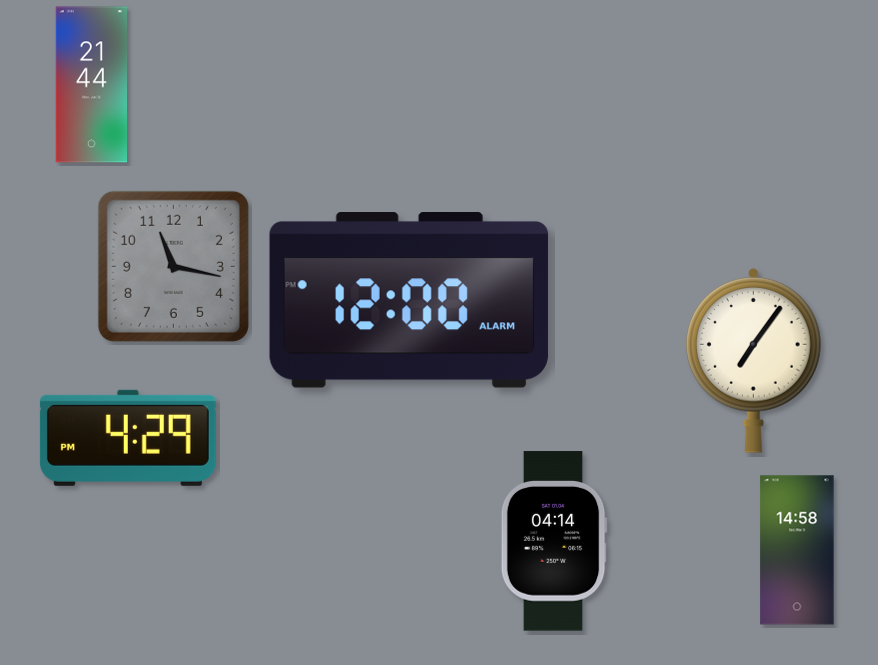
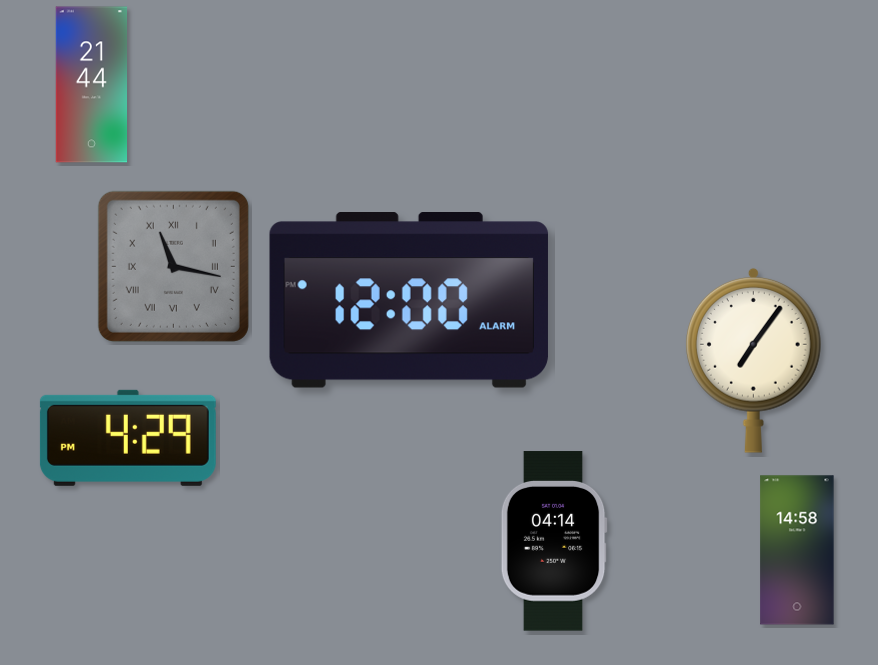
clock at (173, 266) numerals: Arabic -> Roman
